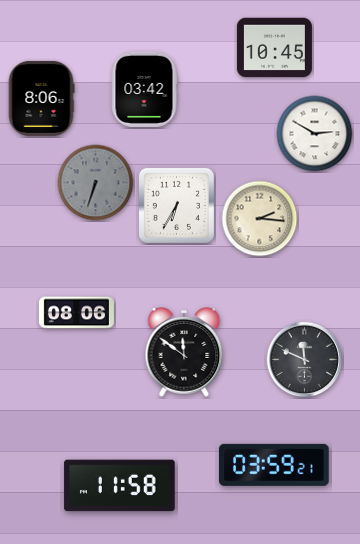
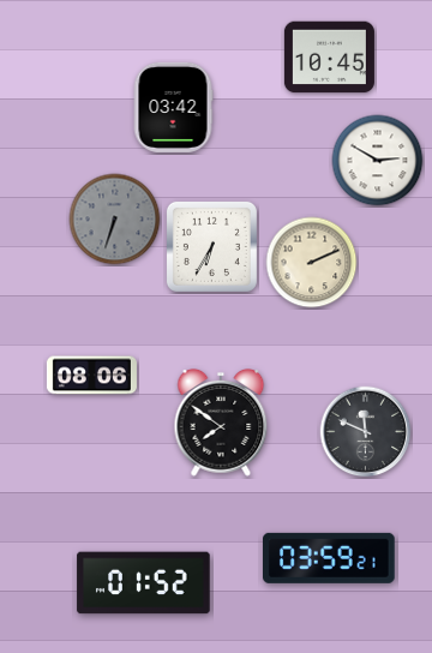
clock at (41, 98): 8:06 -> none
clock at (260, 219): 2:16 -> 2:11
clock at (184, 352): 11:51 -> 7:51
clock at (120, 486): 11:58 -> 01:52
